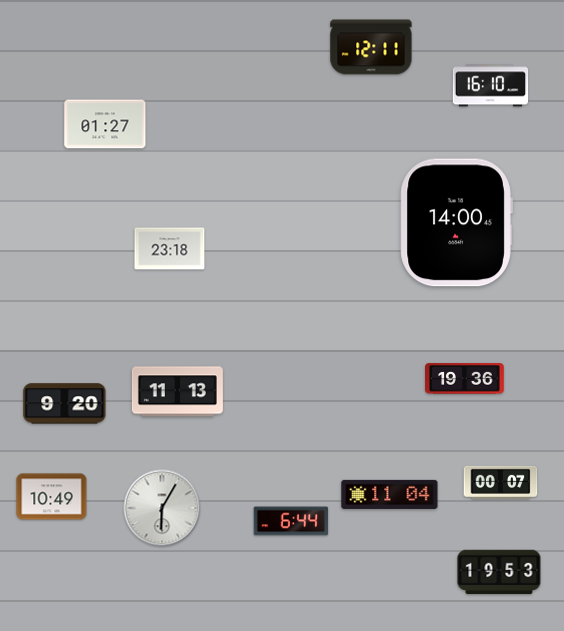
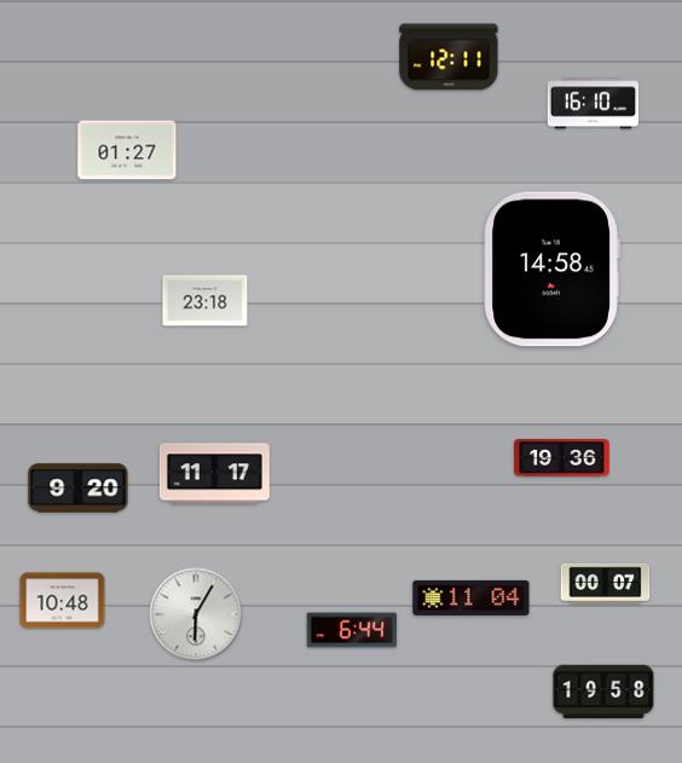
clock at (456, 223): 14:00 -> 14:58
clock at (177, 392): 11:13 -> 11:17
clock at (52, 497): 10:49 -> 10:48
clock at (499, 572): 19:53 -> 19:58
